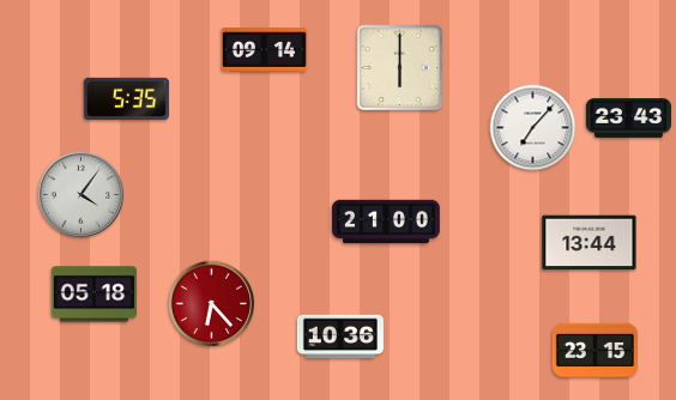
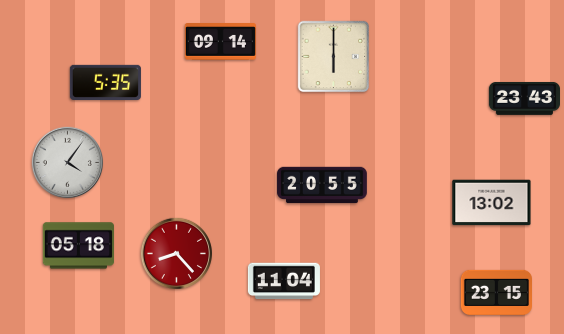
clock at (533, 128): 7:07 -> none
clock at (386, 222): 21:00 -> 20:55
clock at (590, 243): 13:44 -> 13:02
clock at (211, 303): 6:23 -> 8:23
clock at (340, 337): 10:36 -> 11:04
